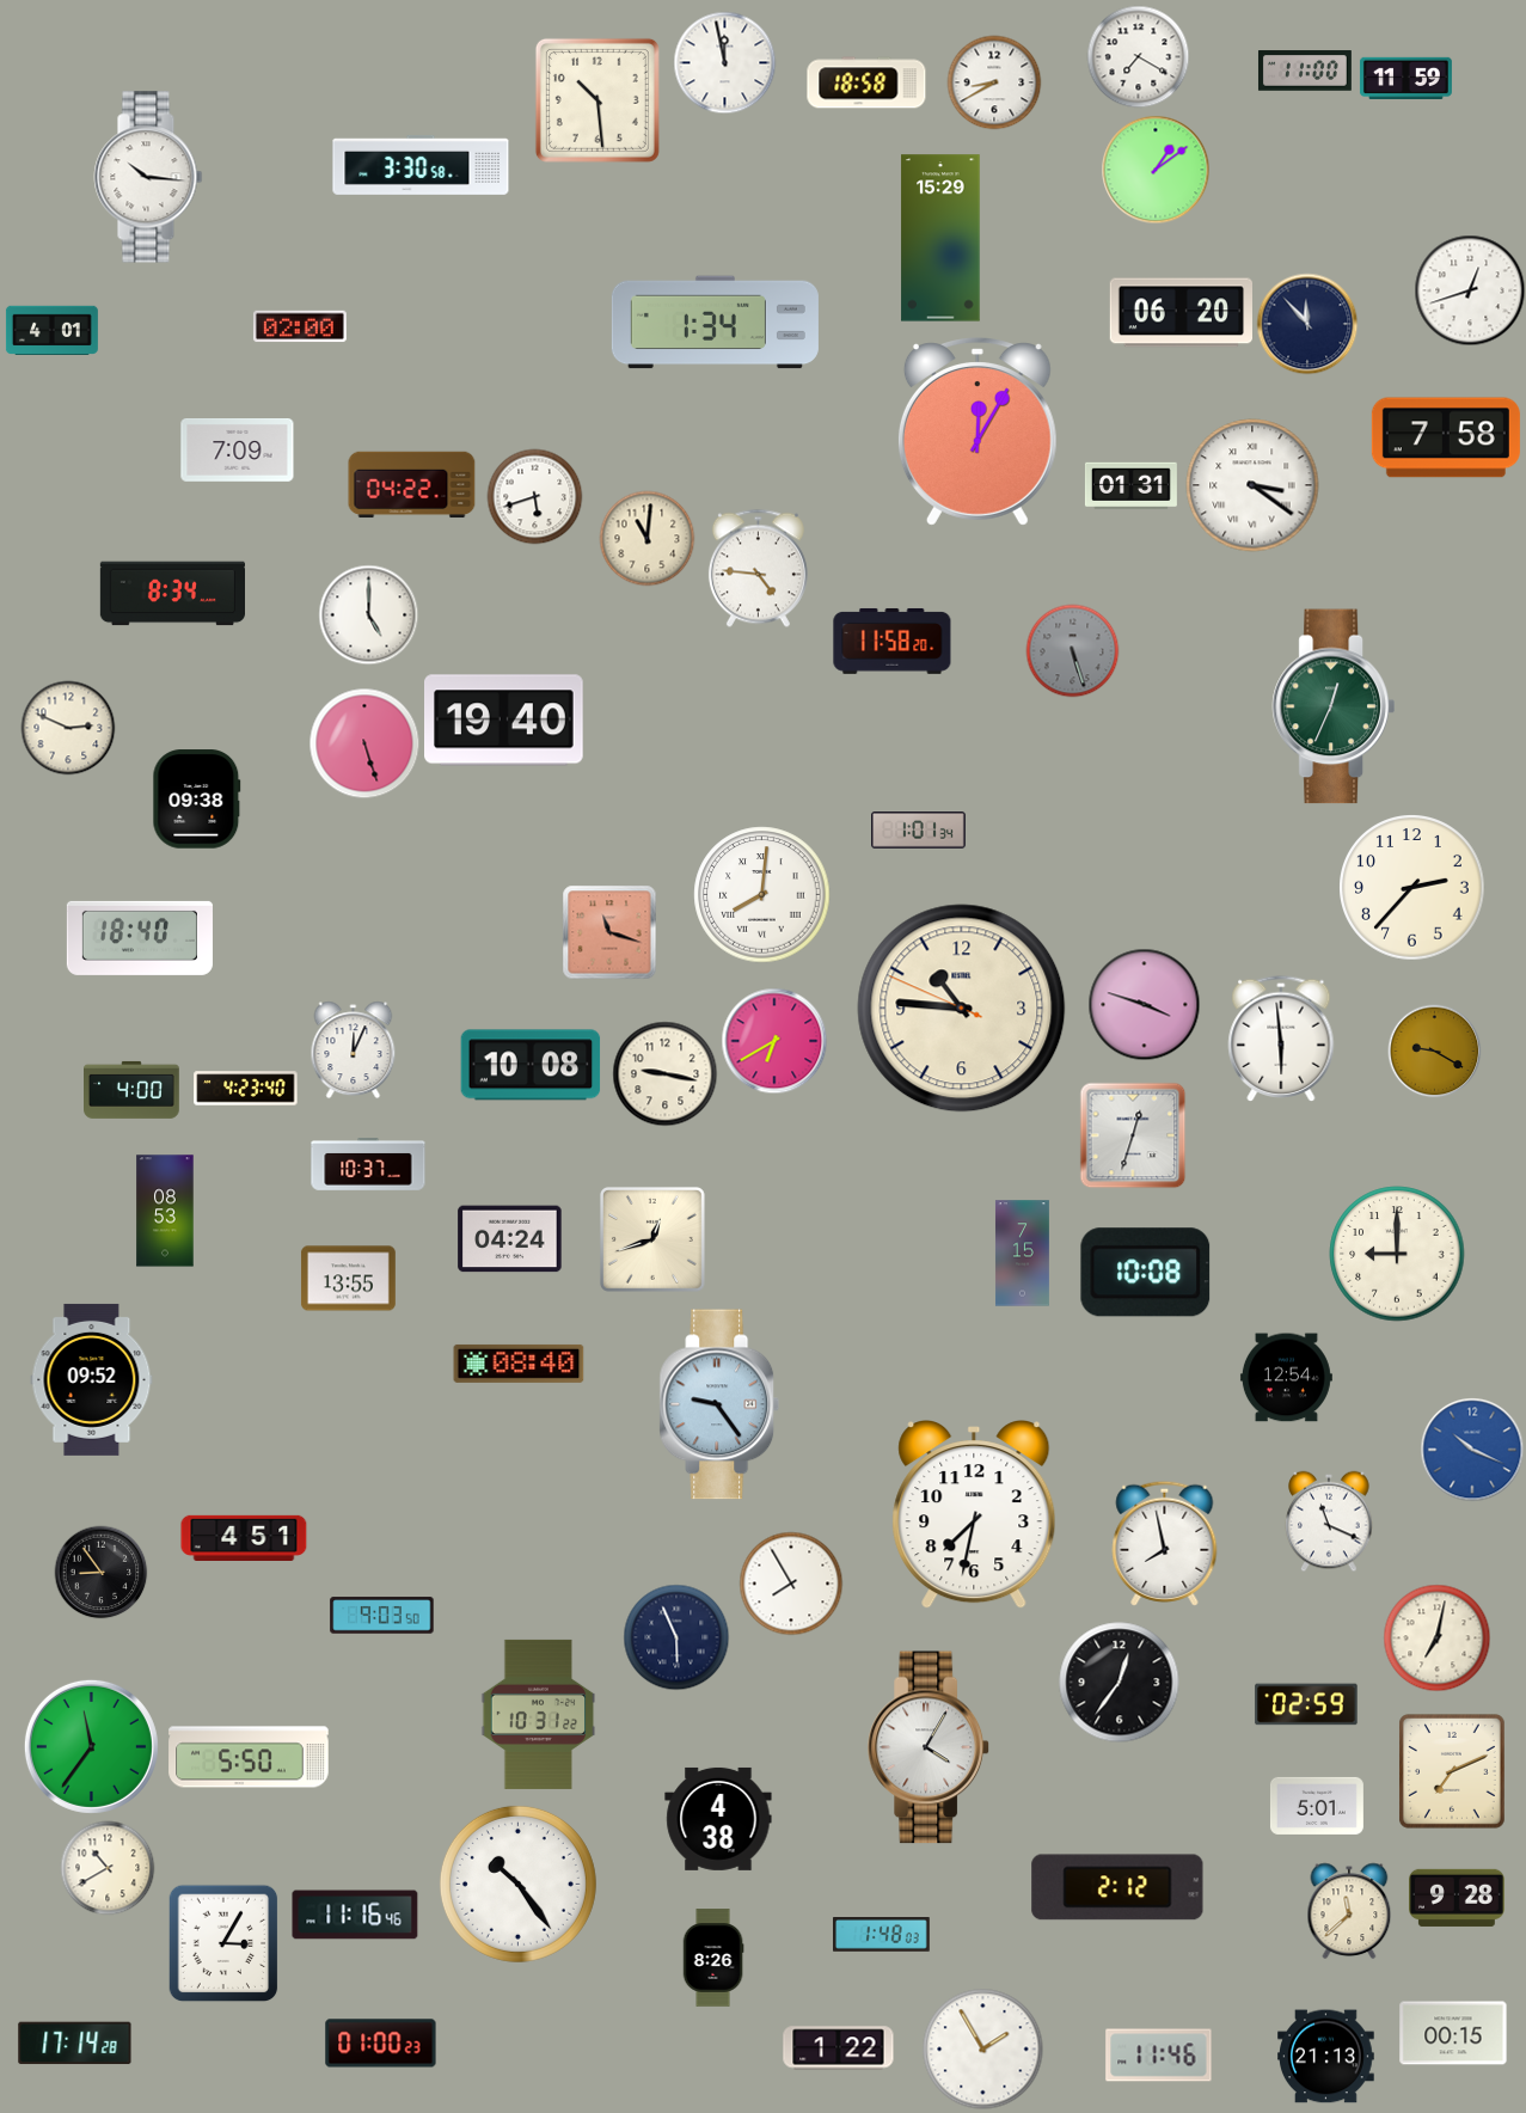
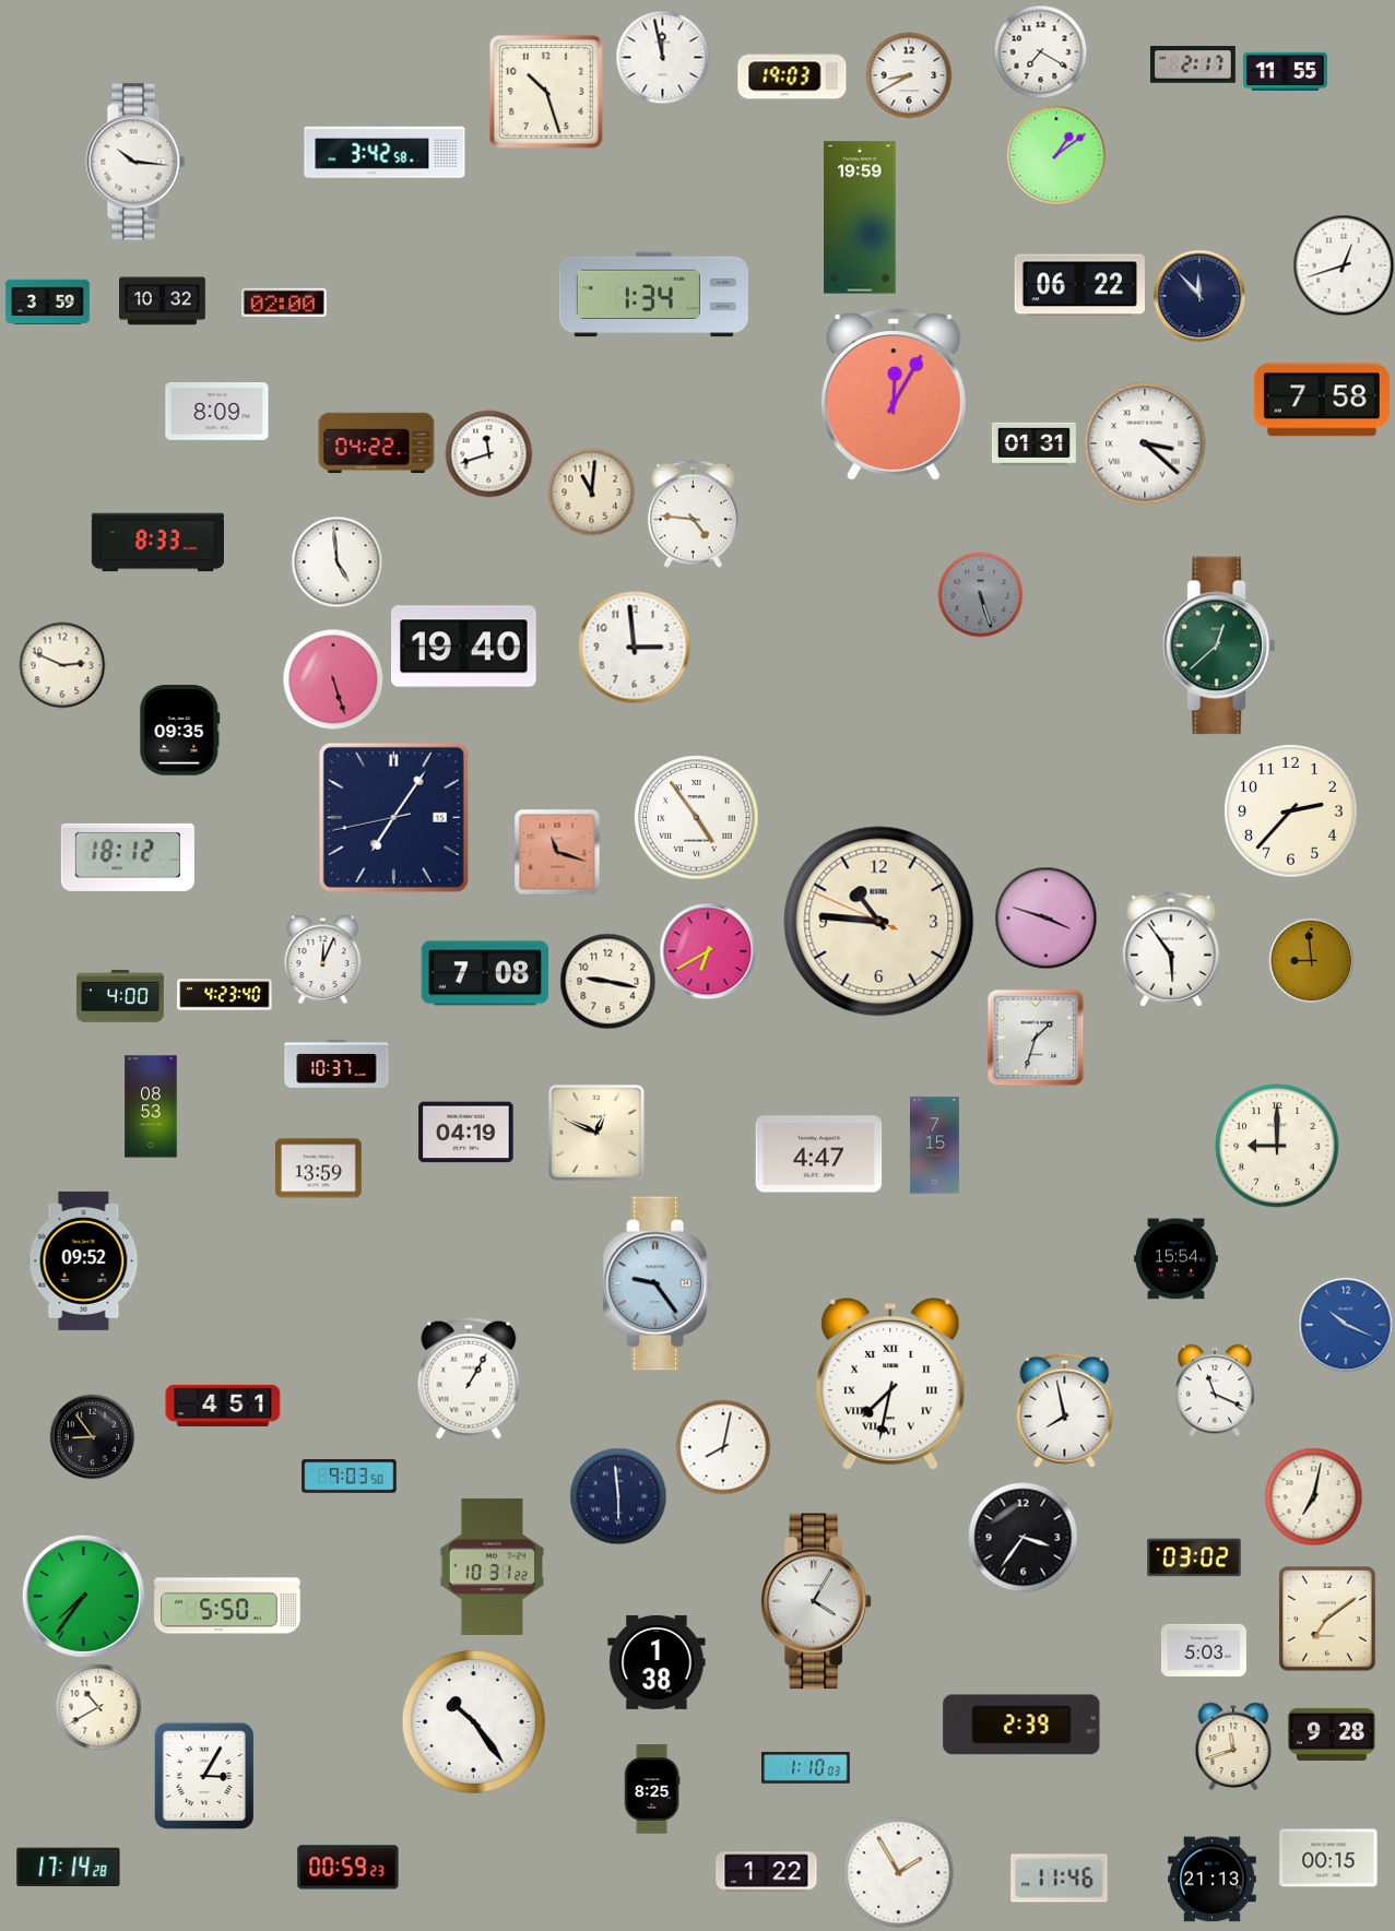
clock at (1305, 71): 11:00 -> 2:17
clock at (1405, 78): 11:59 -> 11:55
clock at (866, 82): 18:58 -> 19:03
clock at (597, 100): 10:29 -> 10:27
clock at (421, 165): 3:30 -> 3:42
clock at (940, 238): 15:29 -> 19:59
clock at (1181, 313): 06:20 -> 06:22
clock at (1307, 324) position: (1307, 324) -> (1199, 296)
clock at (300, 326) position: (300, 326) -> (284, 303)
clock at (51, 330): 4:01 -> 3:59
clock at (163, 301): none -> 10:32
clock at (238, 451): 7:09 -> 8:09
clock at (1252, 485): 3:21 -> 3:22
clock at (534, 496): 5:42 -> 11:42
clock at (758, 568) position: (758, 568) -> (693, 513)
clock at (172, 594): 8:34 -> 8:33
clock at (368, 614): 5:00 -> 4:59
clock at (893, 641): 11:58 -> none
clock at (1334, 706): 12:34 -> 12:38
clock at (635, 648): none -> 2:59
clock at (504, 721) position: (504, 721) -> (464, 648)
clock at (197, 800): 09:38 -> 09:35
clock at (919, 831): 1:01 -> none
clock at (393, 817): none -> 7:05
clock at (762, 895): 8:01 -> 4:54
clock at (140, 938): 18:40 -> 18:12
clock at (1281, 1039): 5:59 -> 5:54
clock at (1434, 1051): 9:20 -> 8:59
clock at (531, 1065): 10:08 -> 7:08
clock at (1133, 1135): 12:33 -> 1:33
clock at (510, 1239): 04:24 -> 04:19
clock at (652, 1239): 12:42 -> 12:49
clock at (819, 1154): none -> 4:47
clock at (1146, 1273): 10:08 -> none
clock at (348, 1279): 13:55 -> 13:59
clock at (519, 1364): 08:40 -> none
clock at (1286, 1378): 12:54 -> 15:54
clock at (469, 1378): none -> 1:05
clock at (974, 1515) numerals: Arabic -> Roman
clock at (791, 1584): 7:55 -> 8:02
clock at (676, 1637): 5:56 -> 5:59
clock at (1120, 1683): 12:36 -> 3:36
clock at (1306, 1704): 02:59 -> 03:02
clock at (91, 1746): 11:36 -> 7:36
clock at (929, 1747) position: (929, 1747) -> (816, 1601)
clock at (1453, 1772): 7:11 -> 7:09
clock at (1317, 1806): 5:01 -> 5:03
clock at (718, 1819): 4:38 -> 1:38
clock at (1117, 1887): 2:12 -> 2:39
clock at (1349, 1911): 11:38 -> 11:42
clock at (355, 1915): 11:16 -> none
clock at (882, 1935): 1:48 -> 1:10
clock at (713, 1958): 8:26 -> 8:25
clock at (381, 2044): 01:00 -> 00:59
